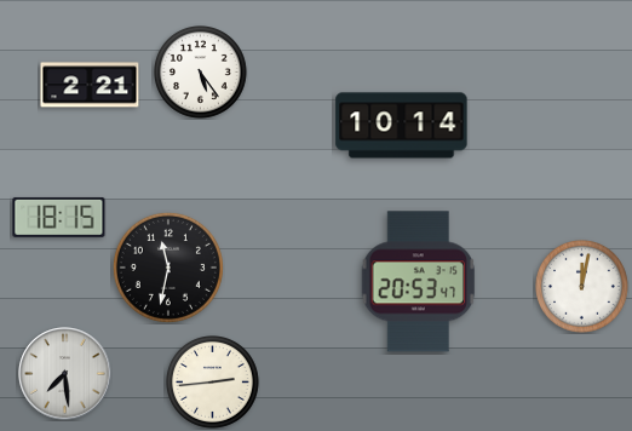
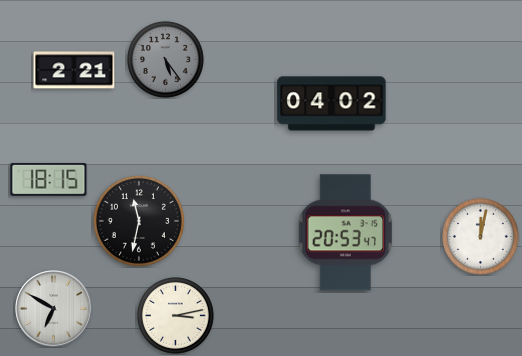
clock at (201, 73) dial: white -> grey
clock at (402, 126): 10:14 -> 04:02
clock at (65, 374): 7:29 -> 6:50
clock at (213, 383): 2:44 -> 3:13
